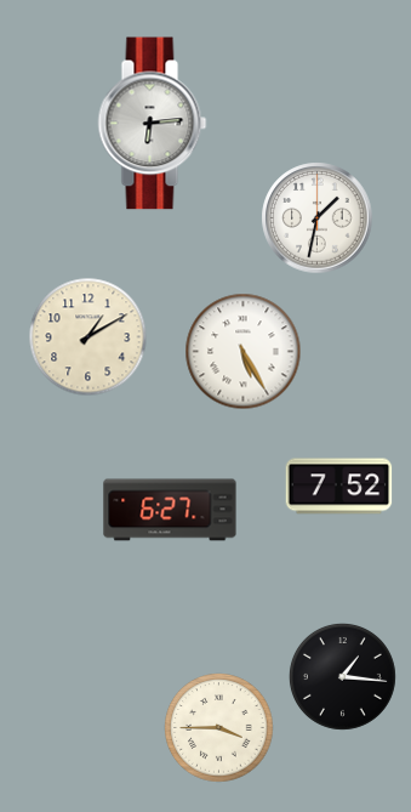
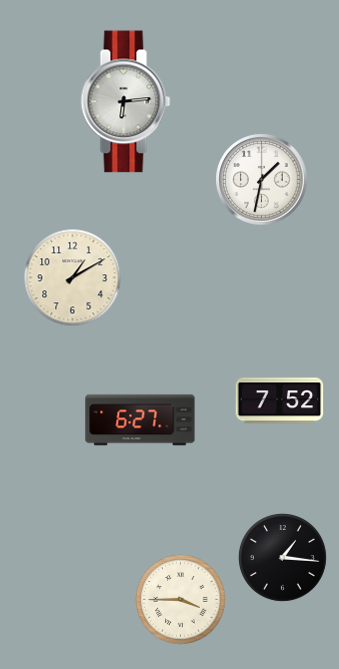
clock at (244, 352): 5:25 -> none
